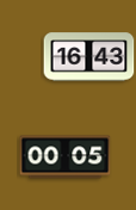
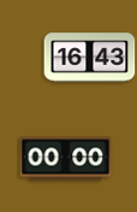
clock at (66, 157): 00:05 -> 00:00
